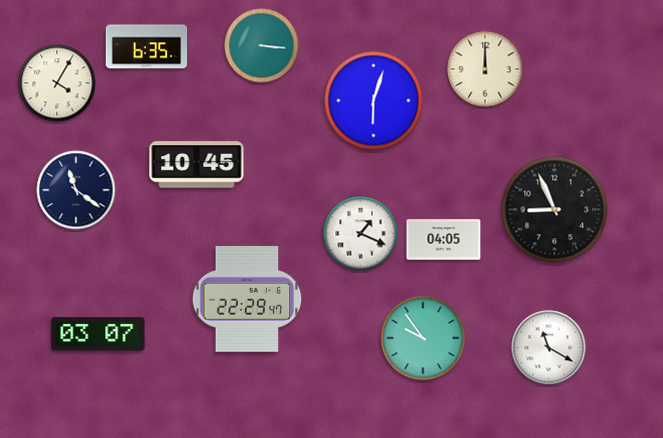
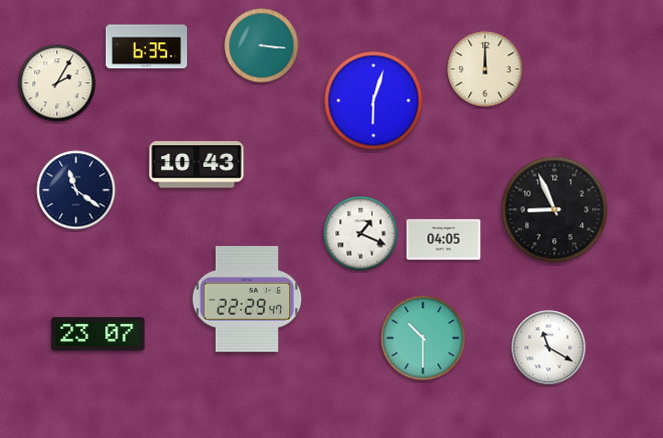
clock at (57, 83): 4:05 -> 2:05
clock at (197, 165): 10:45 -> 10:43
clock at (98, 334): 03:07 -> 23:07
clock at (423, 338): 9:54 -> 10:30
